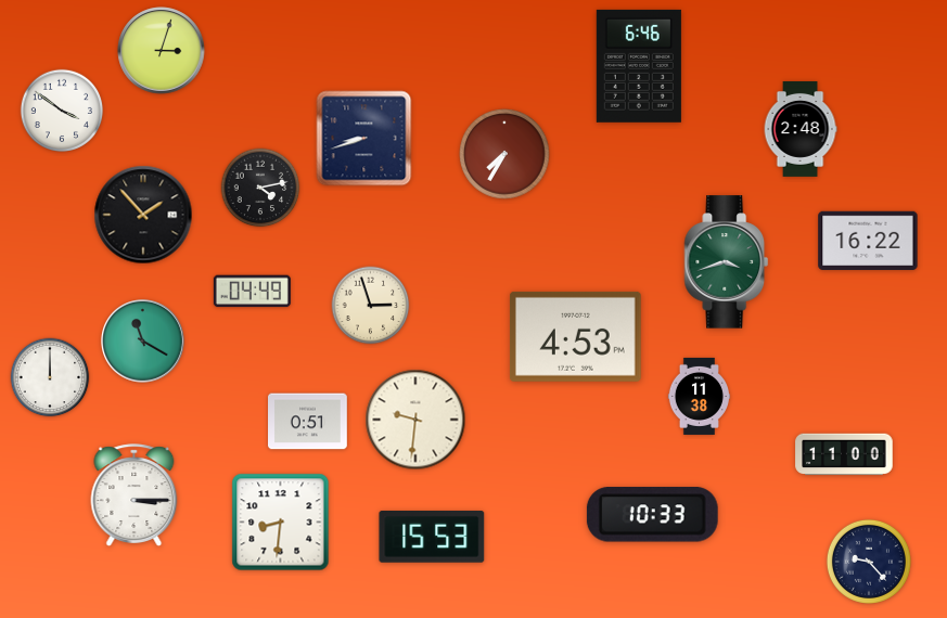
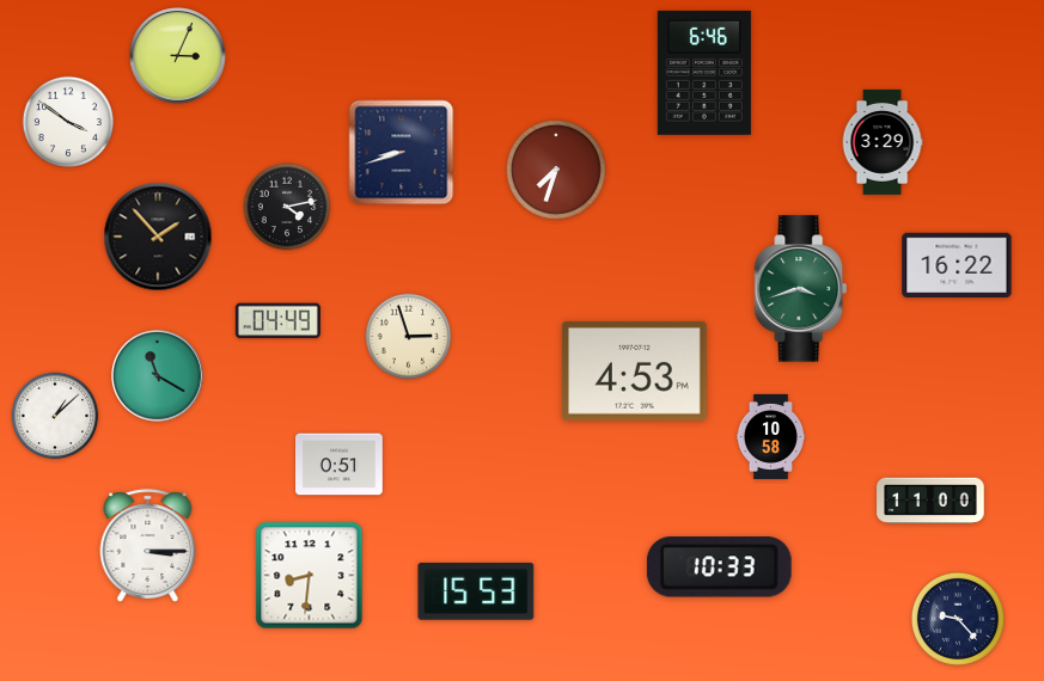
clock at (162, 51): 3:03 -> 3:04
clock at (801, 129): 2:48 -> 3:29
clock at (504, 154): 7:35 -> 7:33
clock at (50, 377): 12:00 -> 1:08
clock at (699, 396): 11:38 -> 10:58
clock at (415, 420): 9:31 -> none
